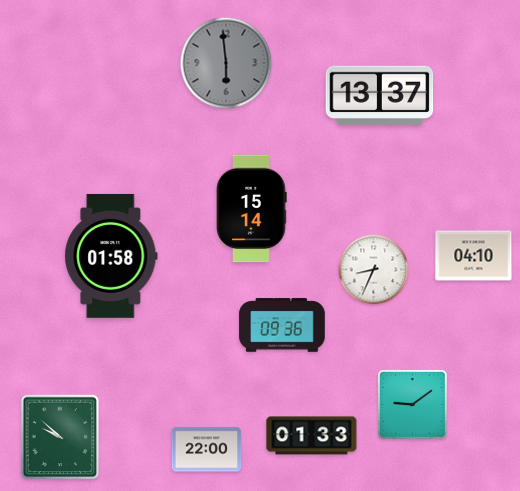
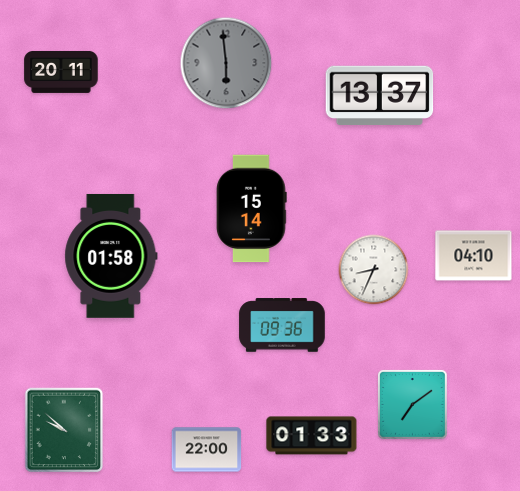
clock at (61, 72): none -> 20:11
clock at (412, 404): 9:09 -> 7:09
clock at (60, 437) position: (60, 437) -> (64, 430)
